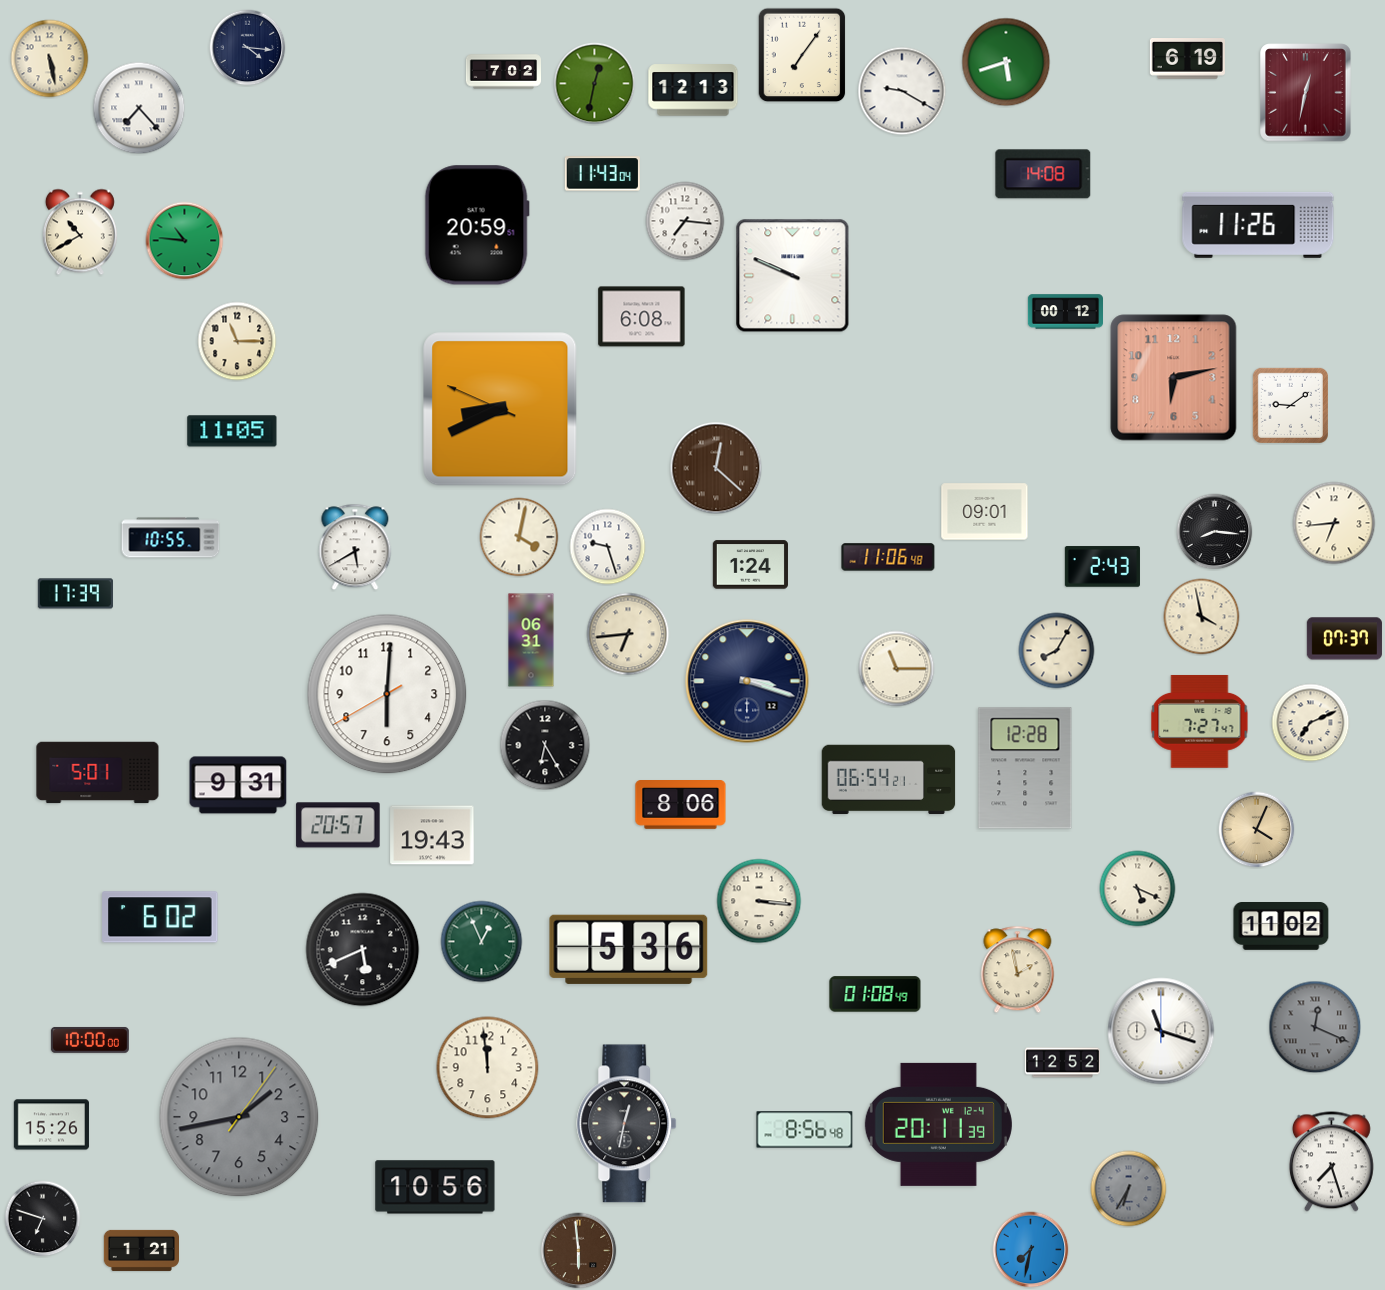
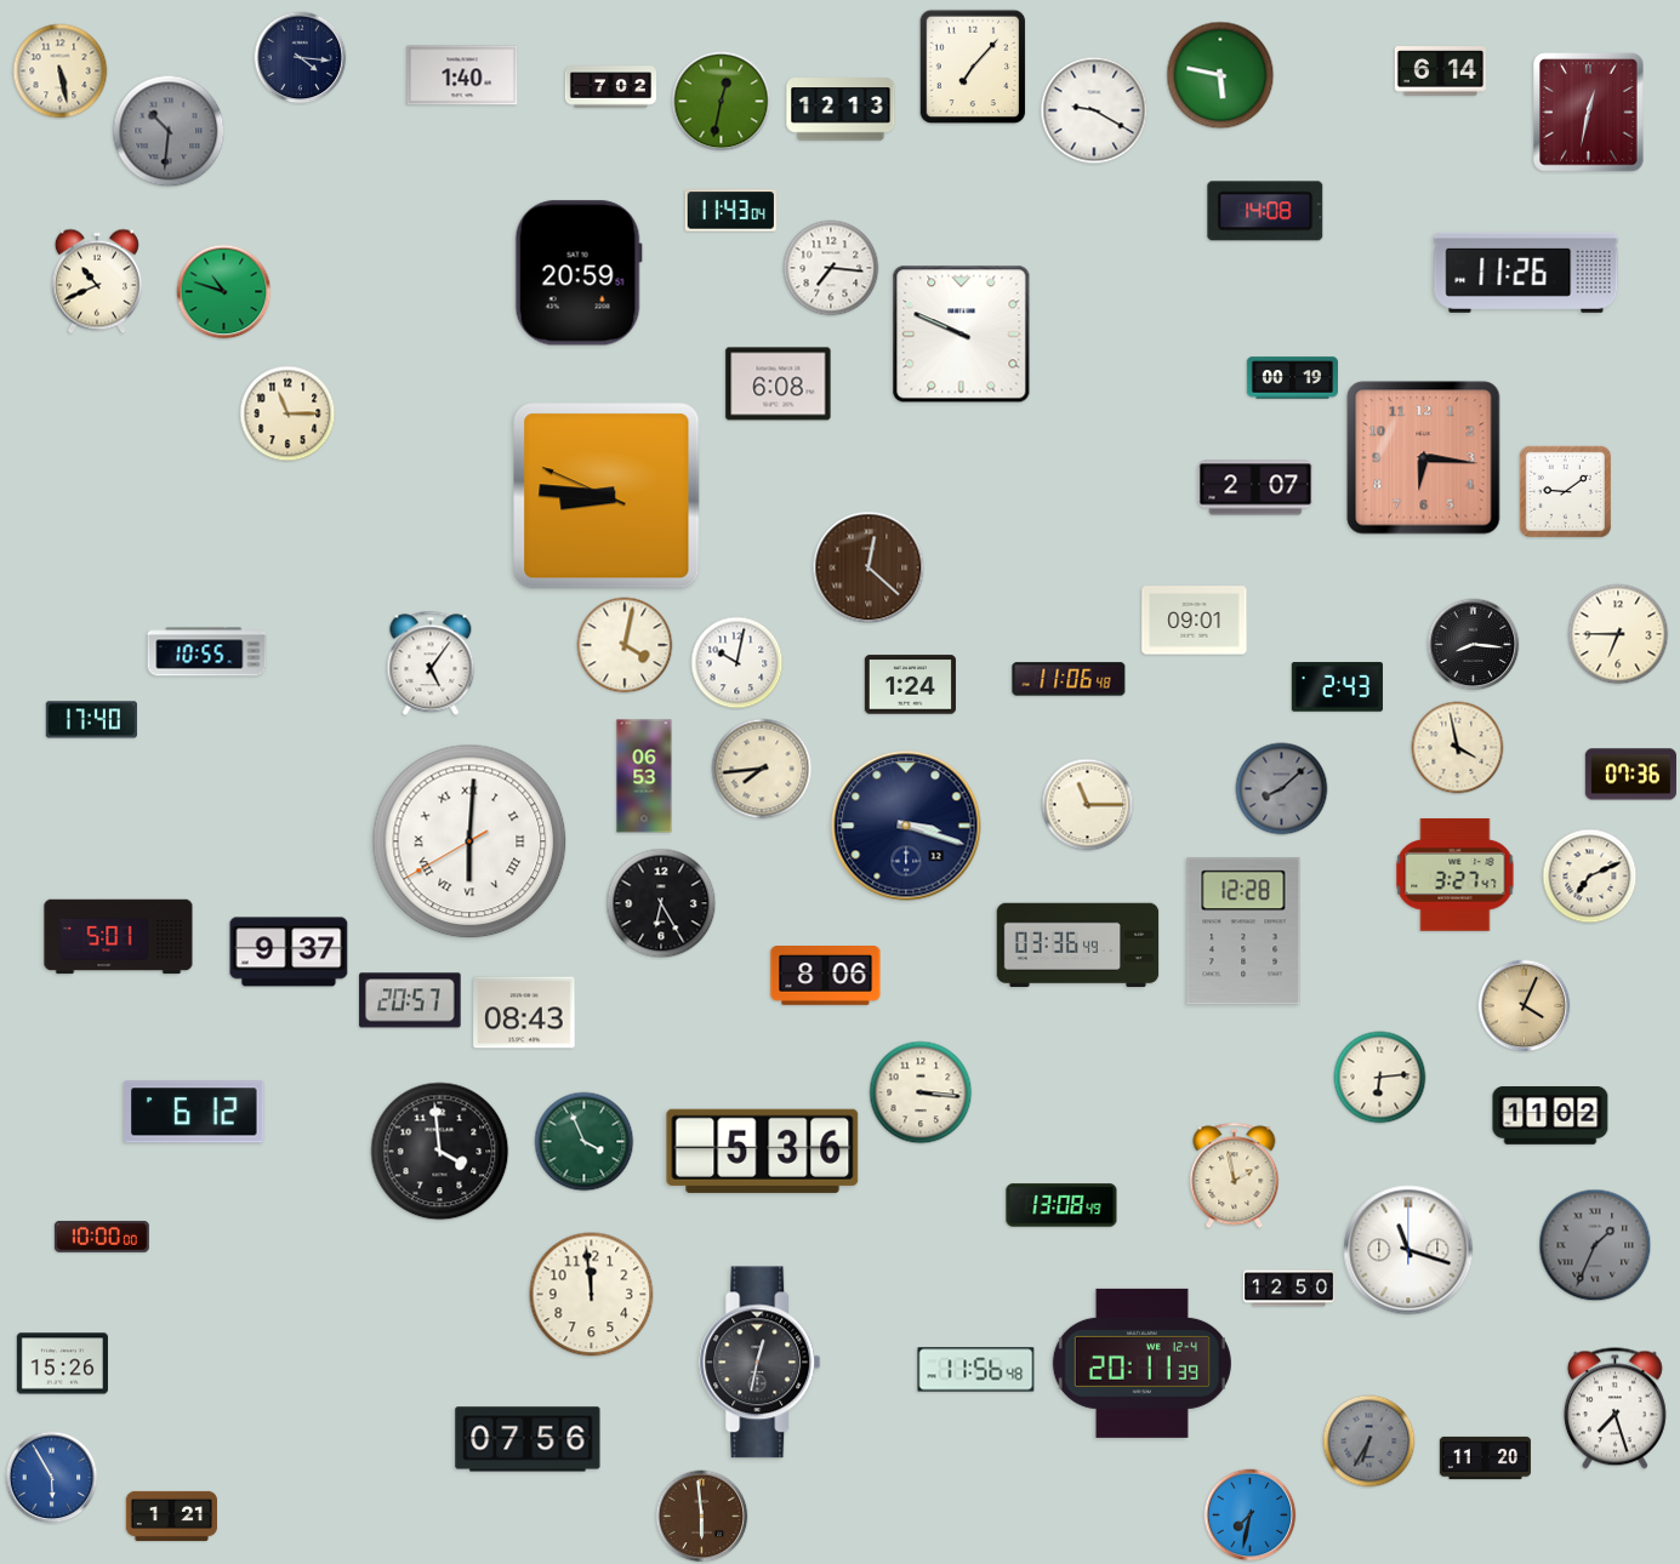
clock at (802, 55): 7:06 -> 7:07
clock at (1187, 59): 6:19 -> 6:14
clock at (462, 75): none -> 1:40
clock at (1006, 62): 5:42 -> 5:47
clock at (1306, 93) position: (1306, 93) -> (1589, 113)
clock at (139, 108): 7:23 -> 10:31
clock at (139, 108) dial: white -> grey
clock at (80, 232): 10:40 -> 10:41
clock at (185, 241): 10:46 -> 10:48
clock at (1065, 312): 00:12 -> 00:19
clock at (1174, 378): 6:13 -> 6:16
clock at (1255, 487): none -> 2:07
clock at (500, 409): 8:40 -> 8:45
clock at (232, 431): 11:05 -> none
clock at (1334, 523): 6:44 -> 6:45
clock at (519, 537) position: (519, 537) -> (625, 645)
clock at (355, 547): 5:40 -> 5:06
clock at (608, 547): 9:27 -> 10:02
clock at (888, 557) position: (888, 557) -> (1069, 679)
clock at (75, 594): 17:39 -> 17:40
clock at (628, 634): 6:44 -> 7:44
clock at (1344, 639): 07:37 -> 07:36
clock at (531, 640): 06:31 -> 06:53
clock at (1057, 651): 8:05 -> 8:08
clock at (1057, 651) dial: cream -> grey
clock at (897, 669) position: (897, 669) -> (1088, 805)
clock at (387, 694) numerals: Arabic -> Roman
clock at (1200, 722): 7:27 -> 3:27
clock at (889, 780): 06:54 -> 03:36
clock at (238, 785): 9:31 -> 9:37
clock at (432, 835): 19:43 -> 08:43
clock at (1138, 889): 5:19 -> 6:14
clock at (160, 917): 6:02 -> 6:12
clock at (1281, 927) position: (1281, 927) -> (1550, 1117)
clock at (482, 942): 12:56 -> 3:56
clock at (363, 950): 5:41 -> 3:59
clock at (875, 994): 01:08 -> 13:08
clock at (1315, 1027): 12:19 -> 1:34
clock at (90, 1040) position: (90, 1040) -> (102, 1237)
clock at (1062, 1063): 12:52 -> 12:50
clock at (239, 1117): 1:43 -> none
clock at (938, 1124) position: (938, 1124) -> (1141, 1363)
clock at (805, 1130): 8:56 -> 11:56
clock at (435, 1187): 10:56 -> 07:56
clock at (1485, 1457): none -> 11:20
clock at (43, 1219): 6:48 -> 5:55
clock at (43, 1219) dial: black -> blue
